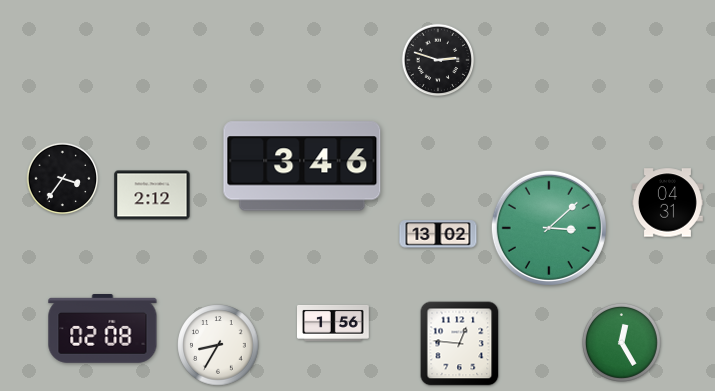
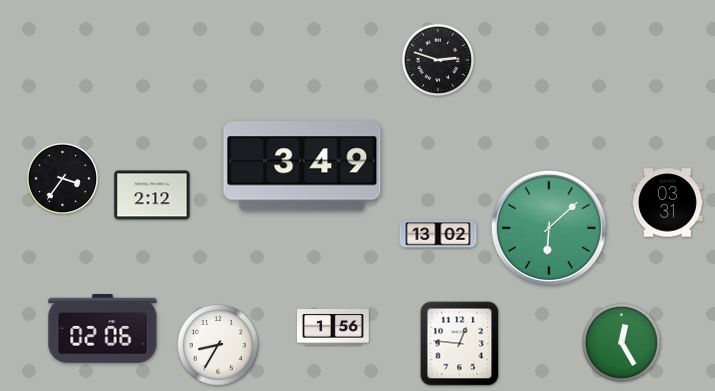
clock at (302, 166): 3:46 -> 3:49
clock at (667, 203): 04:31 -> 03:31
clock at (549, 228): 3:08 -> 6:08
clock at (334, 323) position: (334, 323) -> (334, 327)
clock at (103, 329): 02:08 -> 02:06
